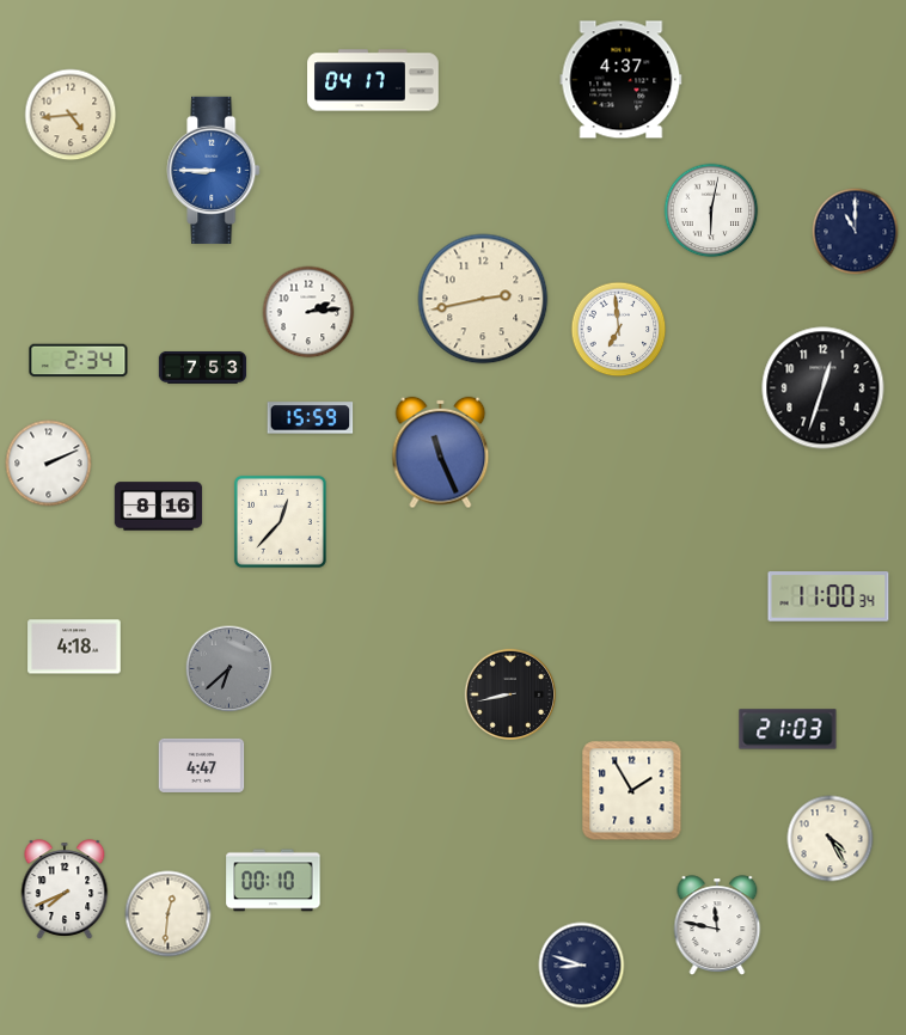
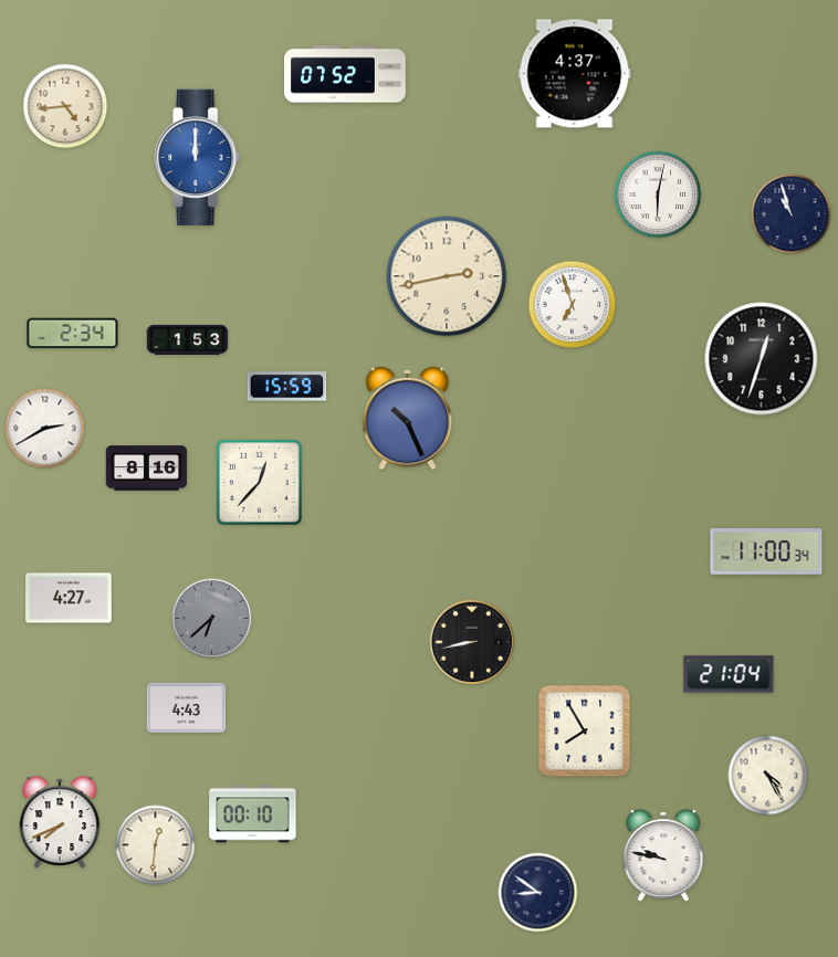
clock at (373, 80): 04:17 -> 07:52
clock at (214, 170): 8:45 -> 12:00
clock at (856, 232): 11:00 -> 10:57
clock at (308, 312): 2:14 -> none
clock at (619, 330): 6:59 -> 6:57
clock at (203, 367): 7:53 -> 1:53
clock at (441, 453): 11:26 -> 10:26
clock at (49, 464): 2:11 -> 2:40
clock at (74, 647): 4:18 -> 4:27
clock at (788, 729): 21:03 -> 21:04
clock at (202, 765): 4:47 -> 4:43
clock at (632, 791): 1:55 -> 7:55
clock at (717, 925): 11:47 -> 9:47
clock at (582, 966): 8:48 -> 8:51
